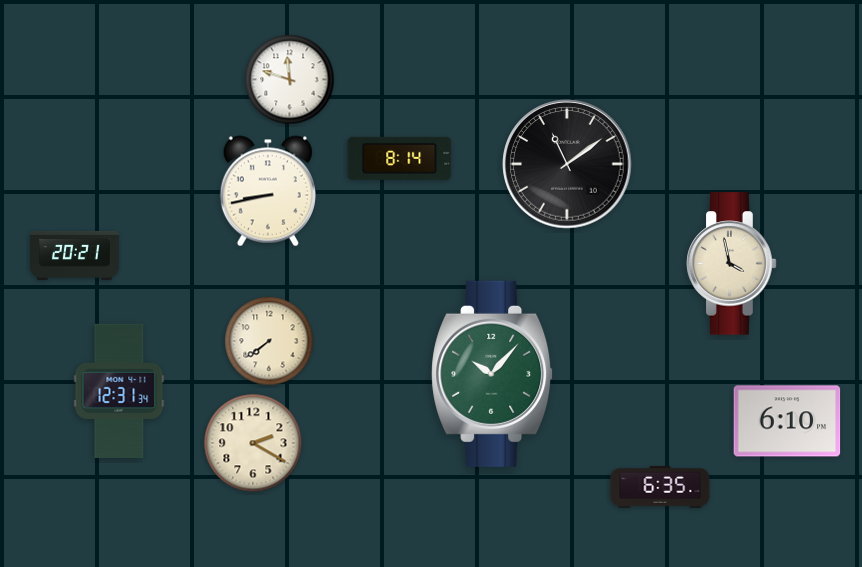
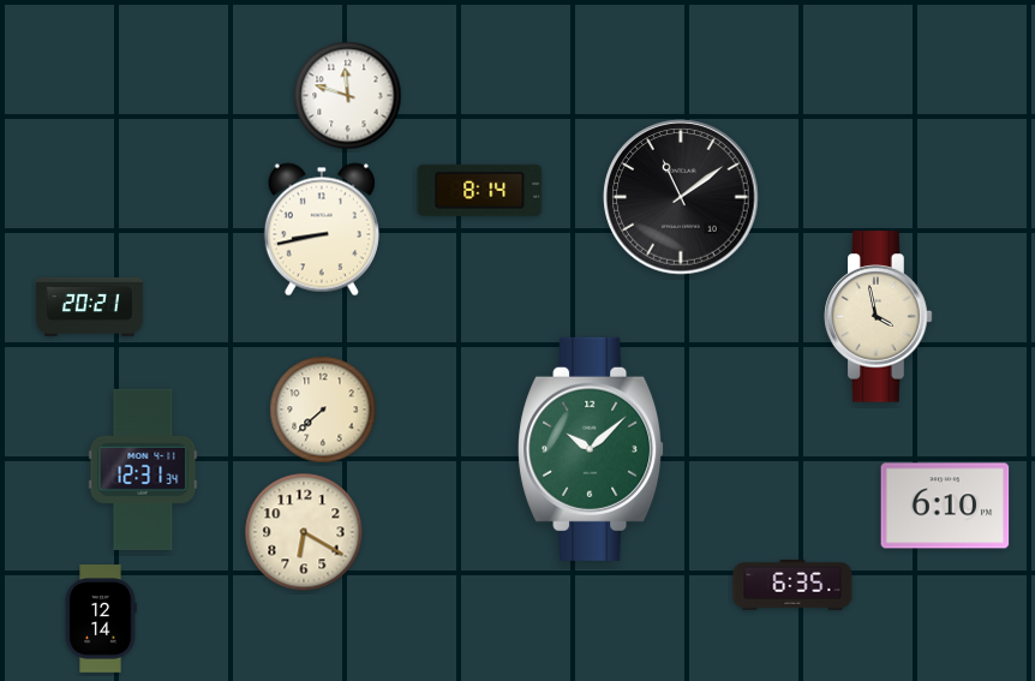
clock at (269, 341): 7:39 -> 7:38
clock at (493, 374): 10:07 -> 10:08
clock at (253, 443): 2:20 -> 6:20
clock at (101, 620): none -> 12:14
